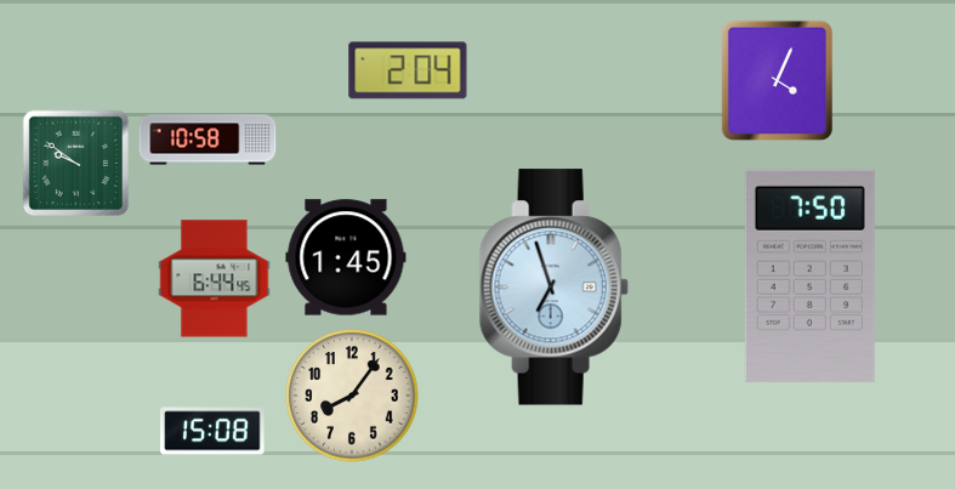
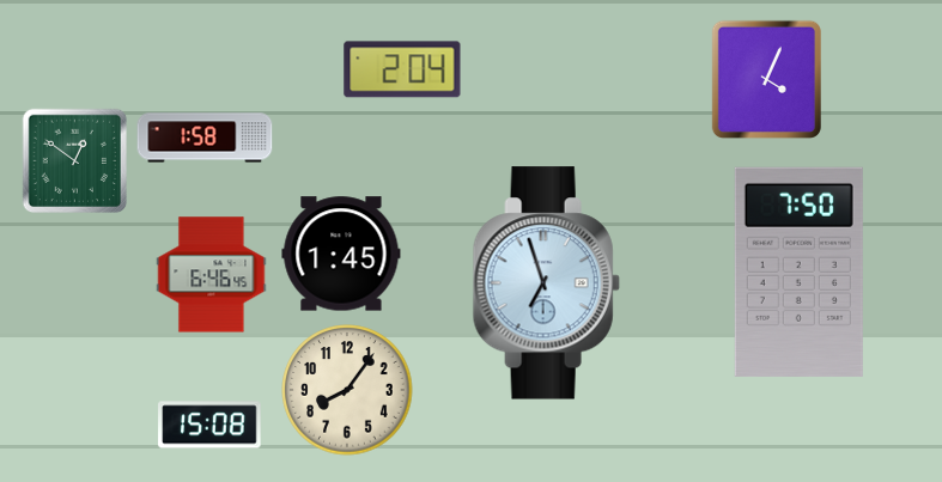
clock at (208, 140): 10:58 -> 1:58
clock at (75, 163): 9:51 -> 12:51
clock at (215, 279): 6:44 -> 6:46
